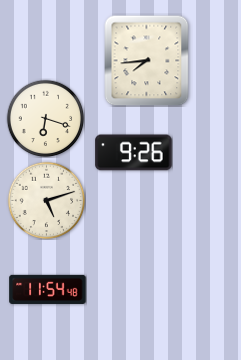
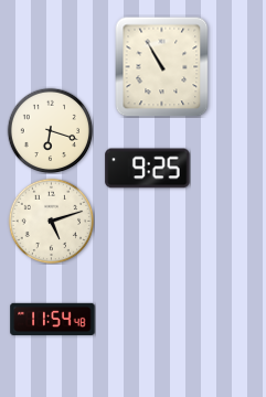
clock at (147, 60): 7:44 -> 10:55
clock at (134, 153): 9:26 -> 9:25
